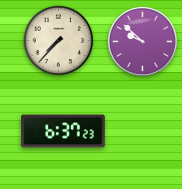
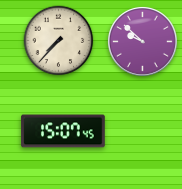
clock at (63, 131): 6:37 -> 15:07
